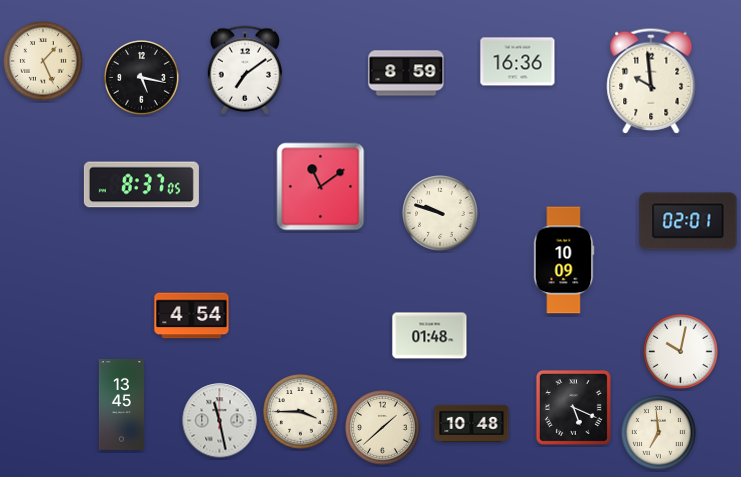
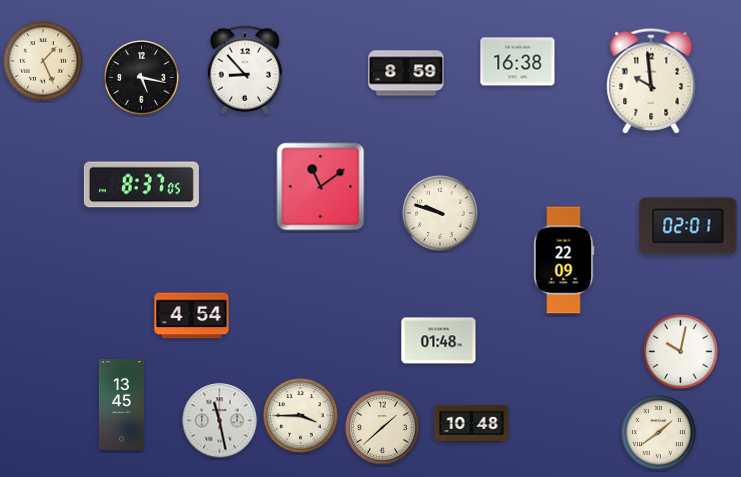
clock at (518, 62): 16:36 -> 16:38
clock at (245, 70): 7:09 -> 8:53
clock at (688, 221) position: (688, 221) -> (688, 226)
clock at (564, 260): 10:09 -> 22:09
clock at (430, 336) position: (430, 336) -> (439, 341)
clock at (573, 407): 5:19 -> none
clock at (301, 412) position: (301, 412) -> (301, 416)
clock at (659, 433): 6:59 -> 1:39
